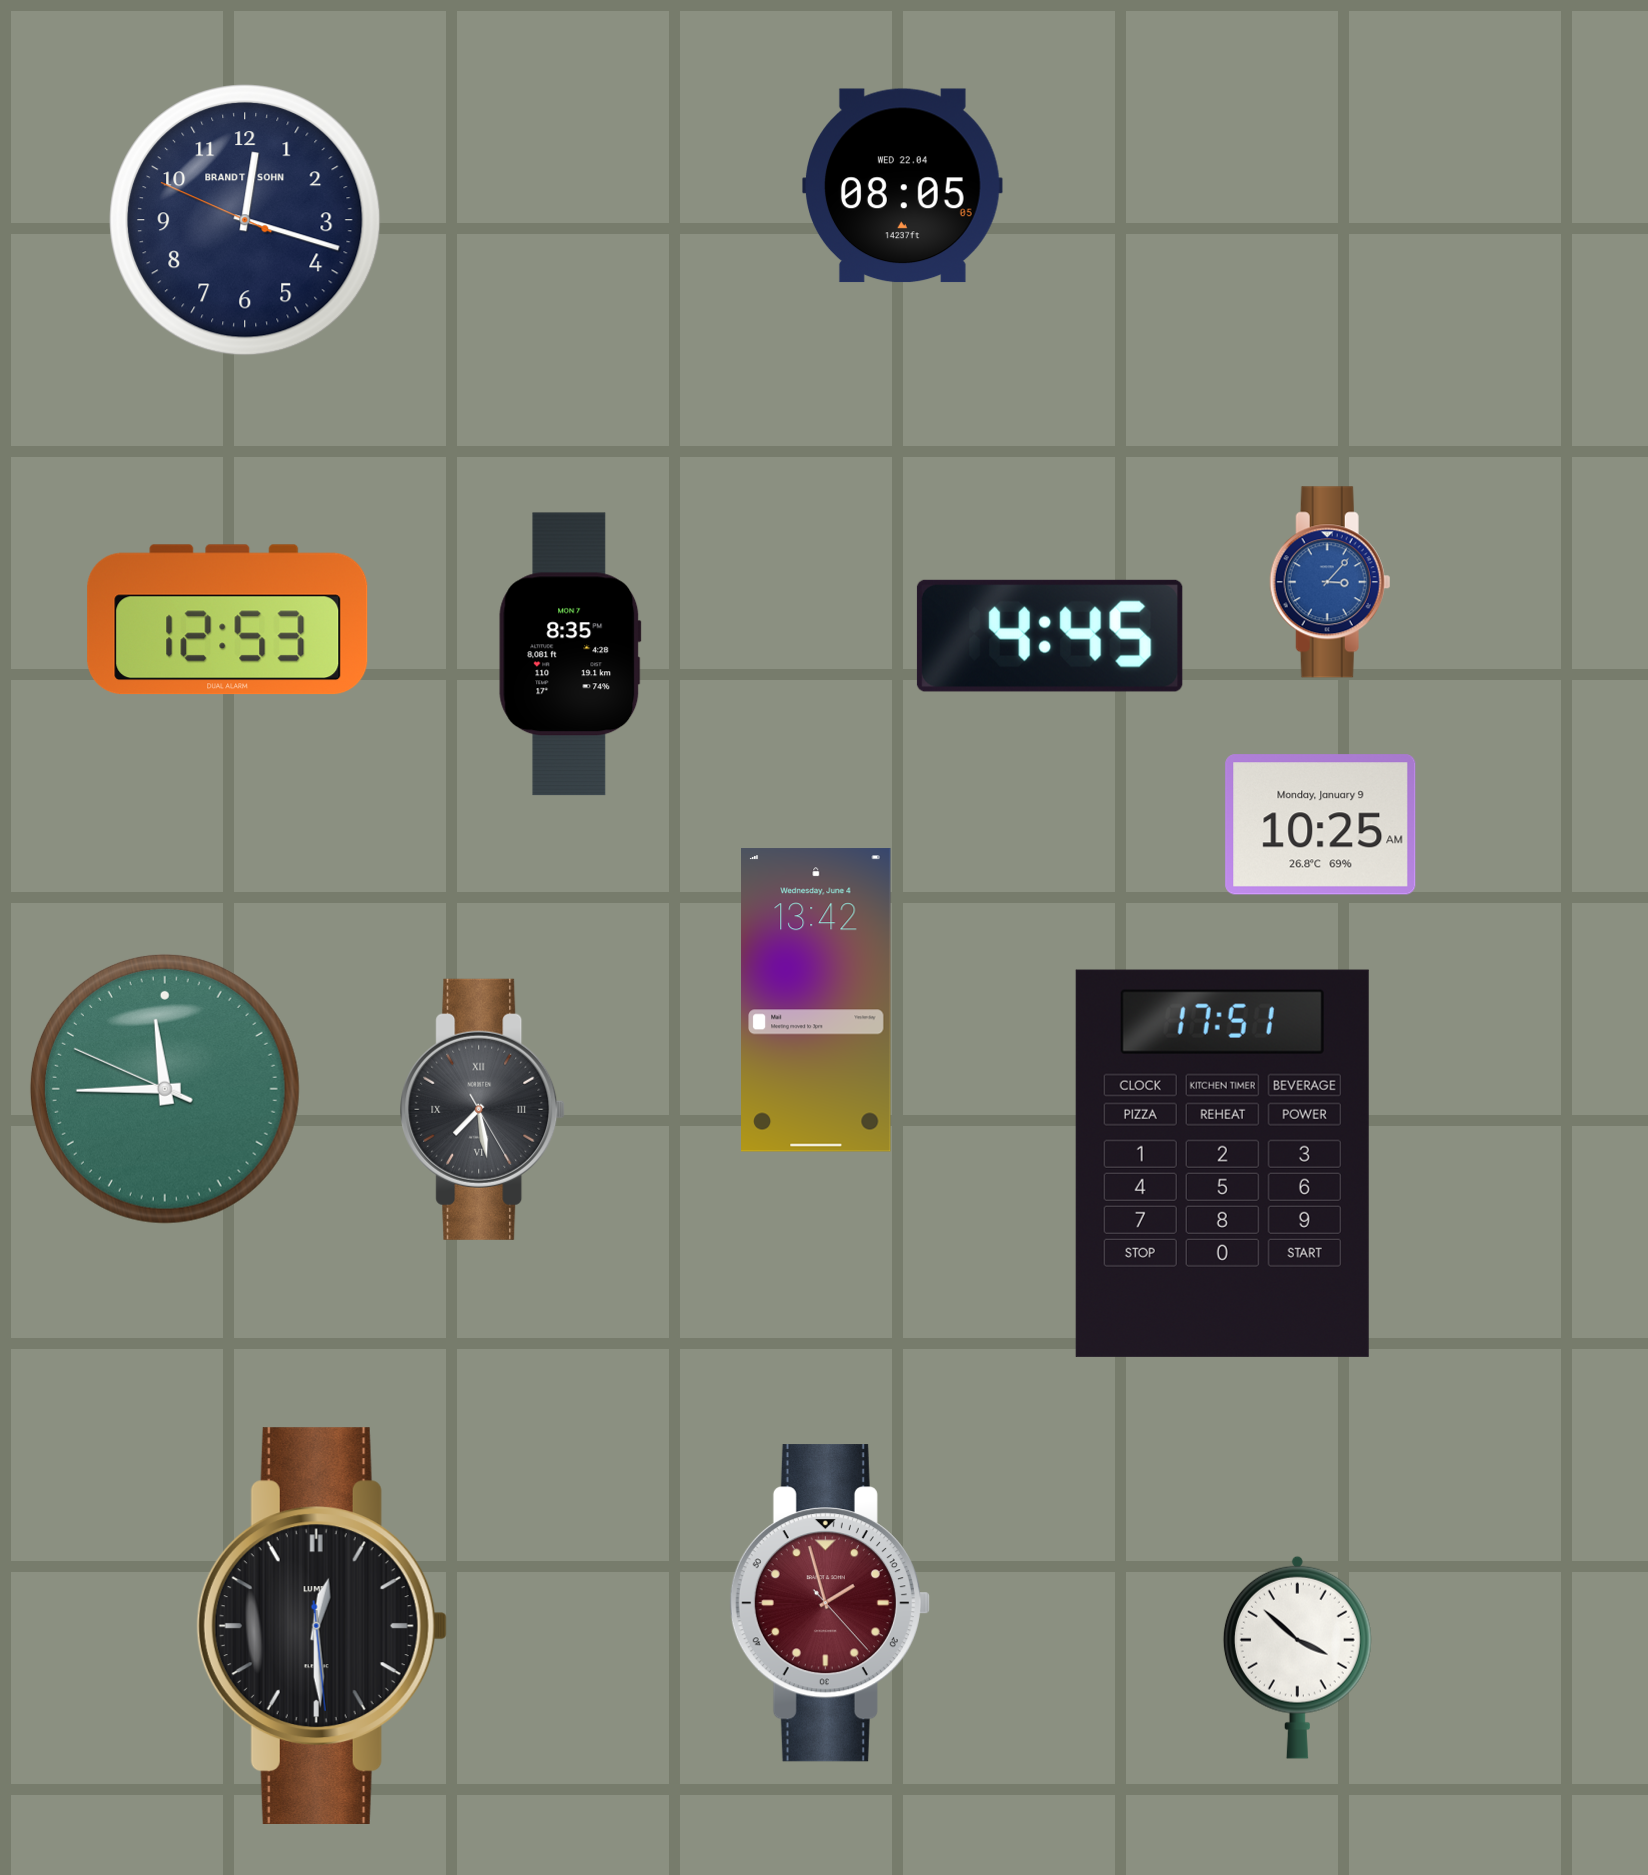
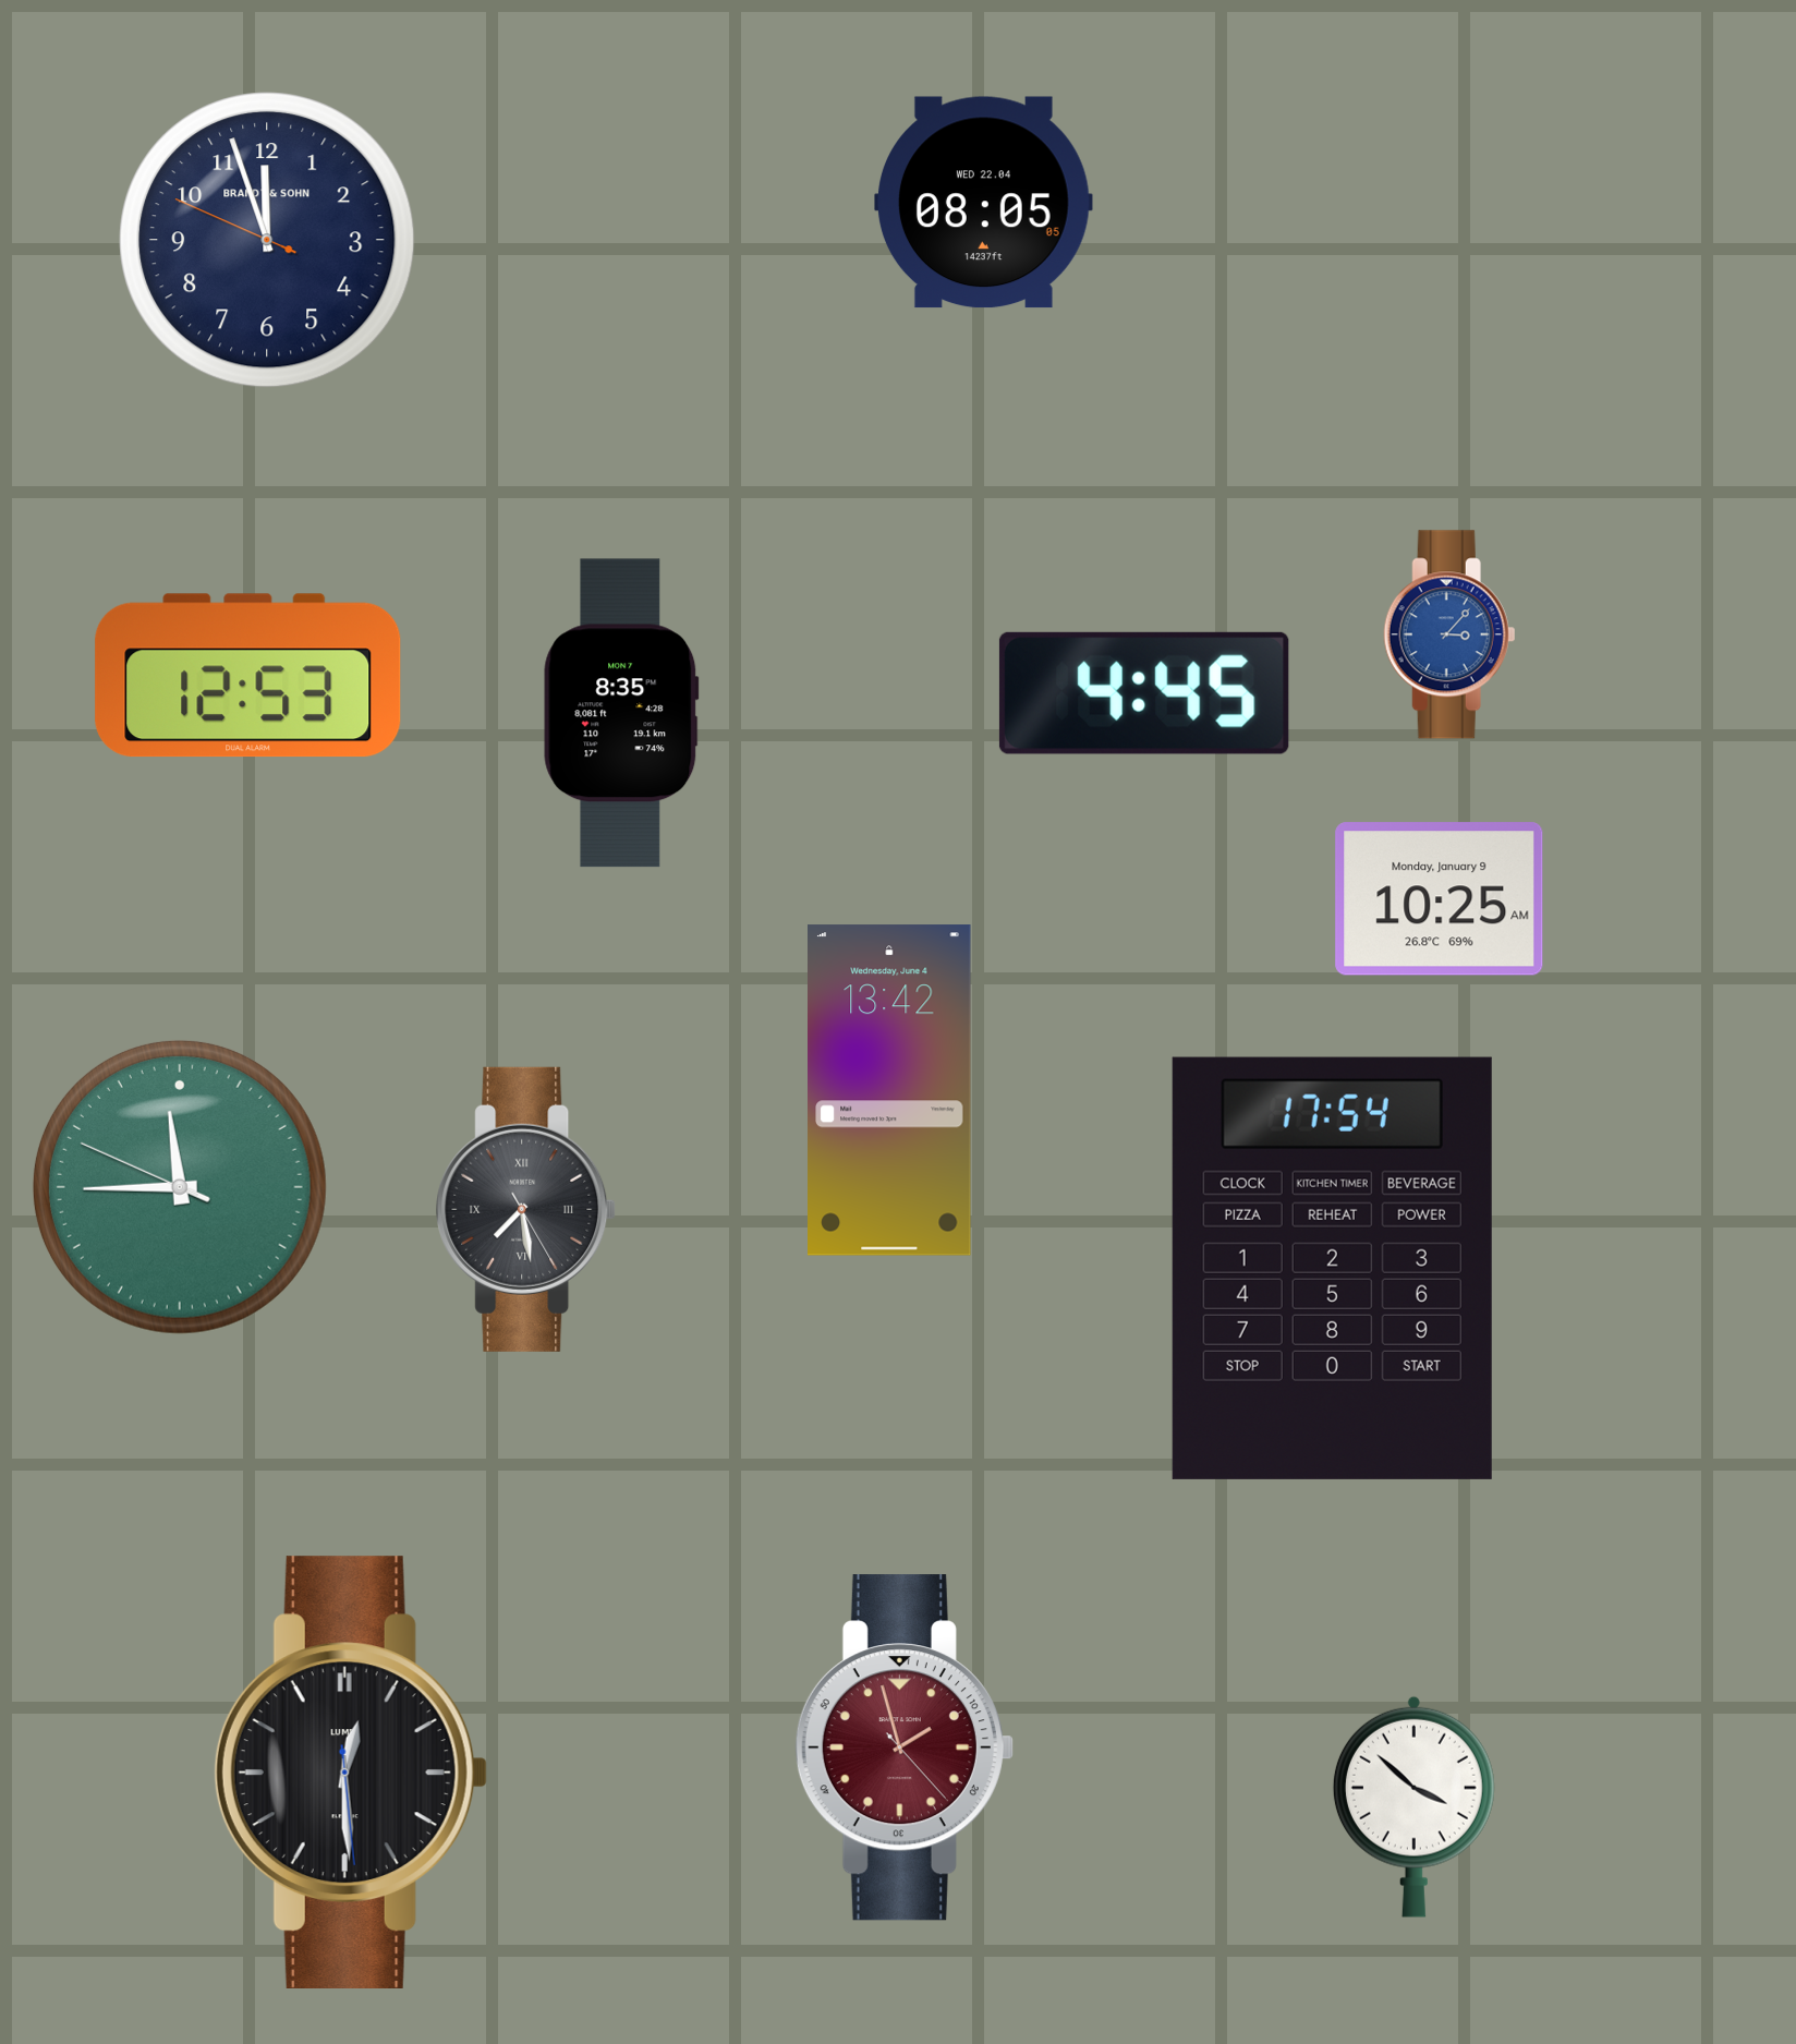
clock at (245, 220): 12:17 -> 11:56
clock at (1222, 1163): 17:51 -> 17:54
